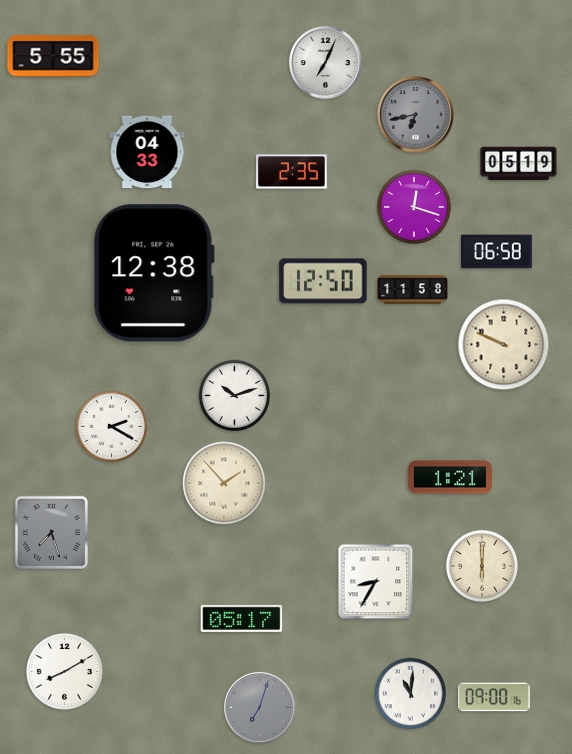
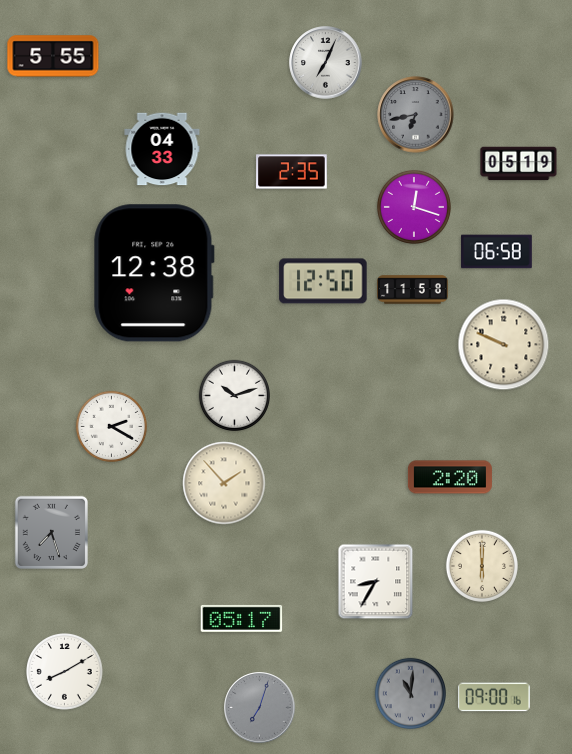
clock at (147, 152) position: (147, 152) -> (162, 149)
clock at (450, 477): 1:21 -> 2:20
clock at (410, 693) dial: white -> grey
